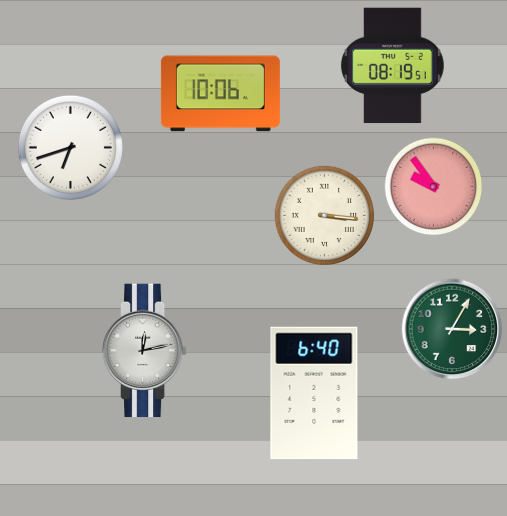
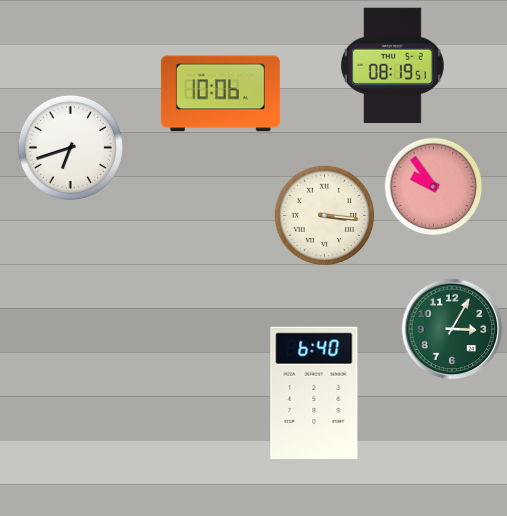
clock at (145, 351): 12:13 -> none
